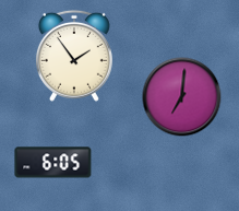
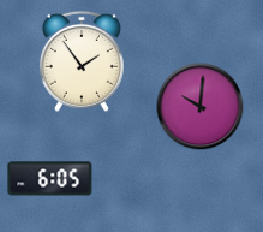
clock at (182, 97): 7:01 -> 10:01
clock at (53, 163) position: (53, 163) -> (50, 179)
